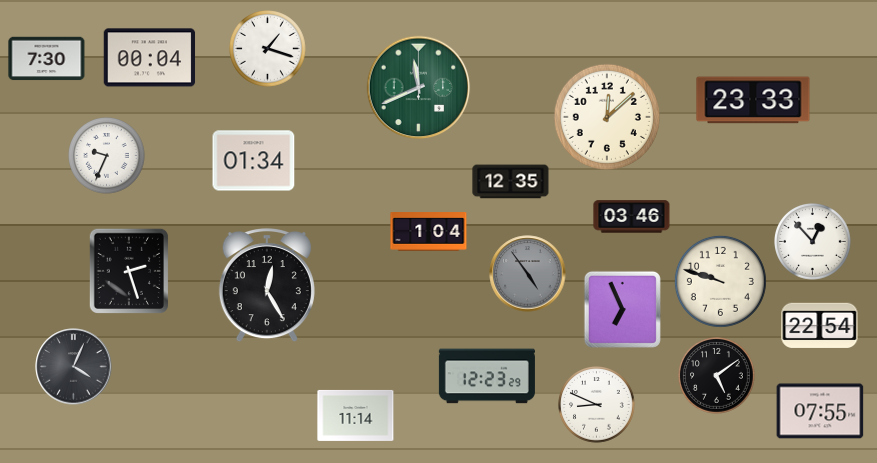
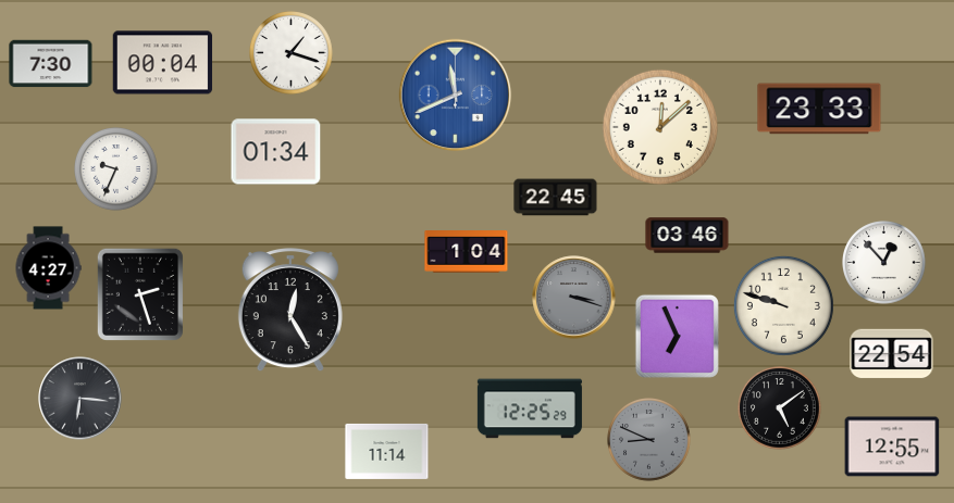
clock at (419, 88) dial: green -> blue
clock at (254, 161) position: (254, 161) -> (276, 152)
clock at (511, 182): 12:35 -> 22:45
clock at (48, 268): none -> 4:27
clock at (528, 274): 4:54 -> 3:18
clock at (74, 367): 4:04 -> 6:16
clock at (487, 376): 12:23 -> 12:25
clock at (597, 405) dial: white -> grey
clock at (820, 411): 07:55 -> 12:55
